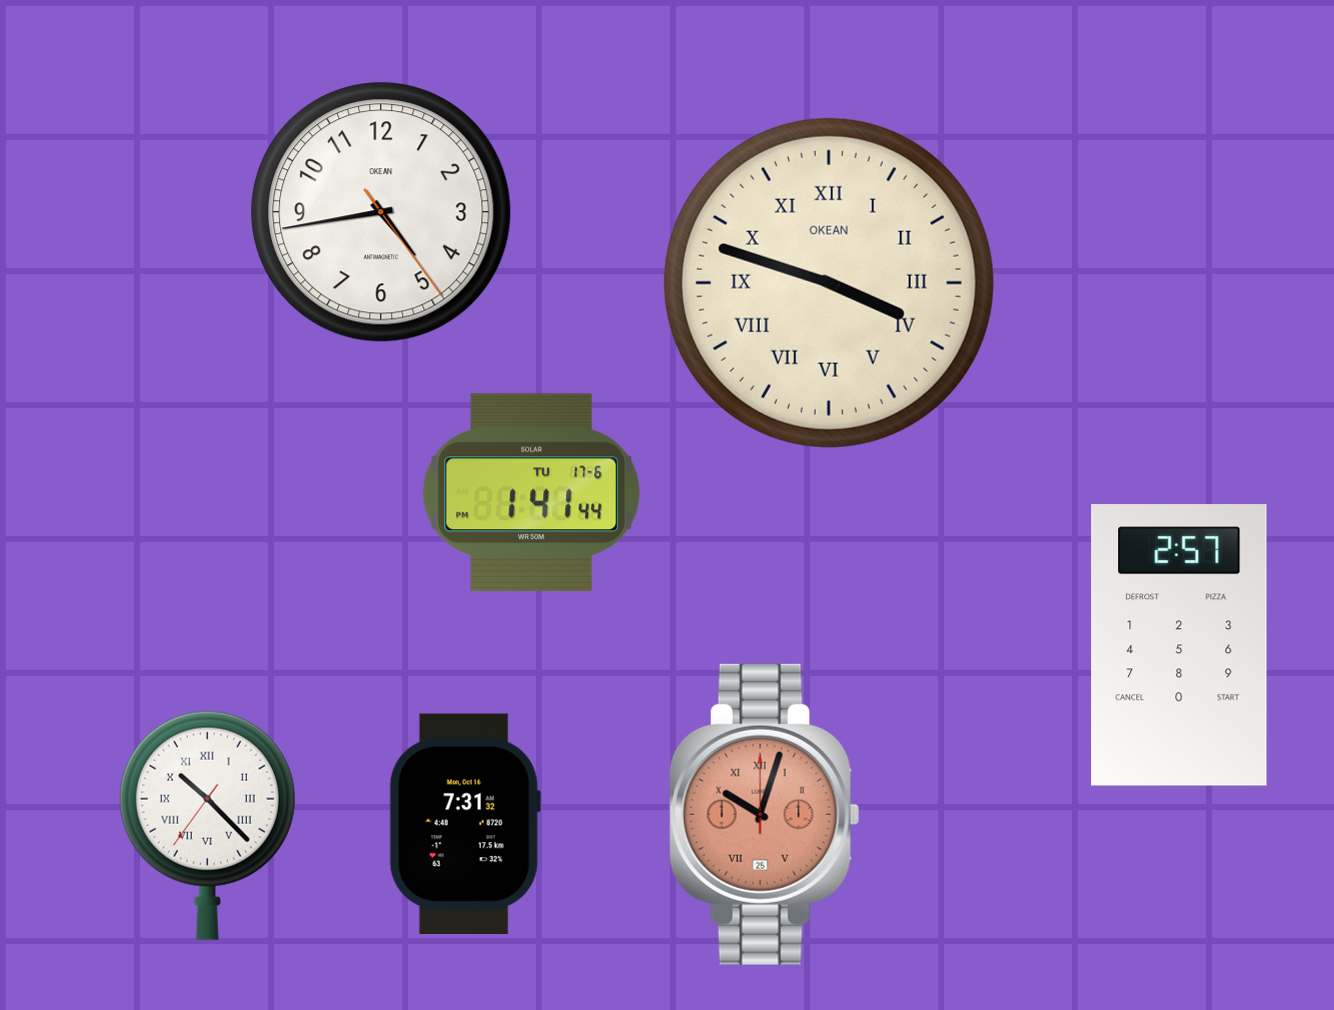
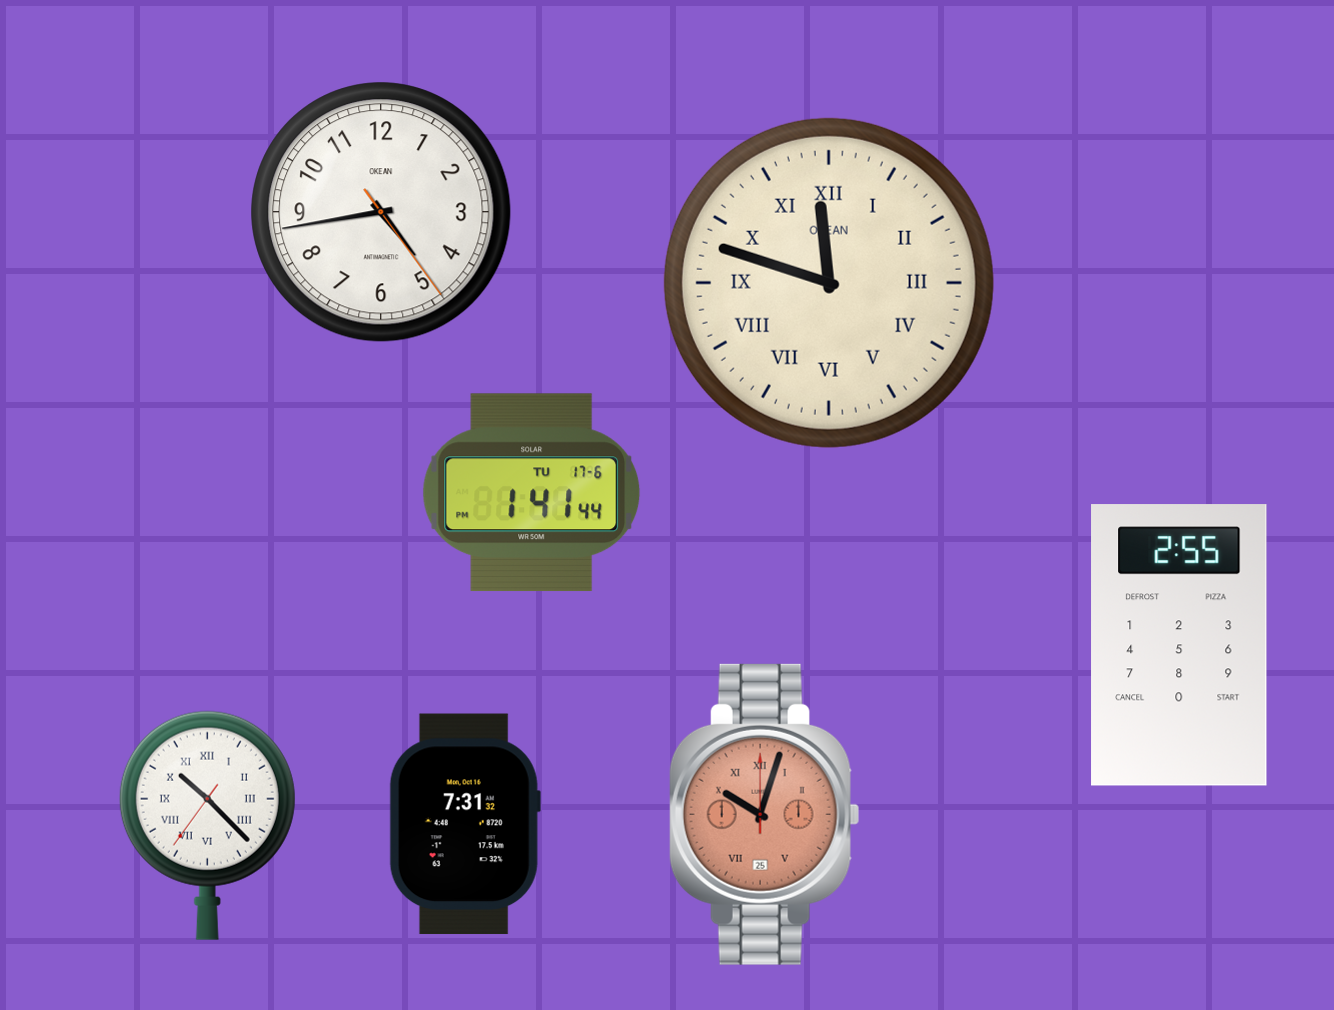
clock at (829, 283): 3:48 -> 11:48
clock at (1179, 645): 2:57 -> 2:55
